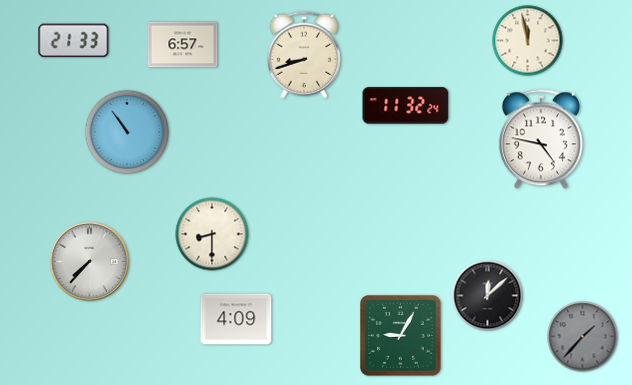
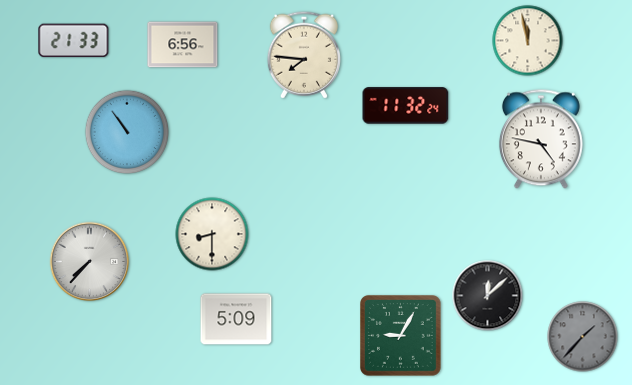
clock at (183, 45): 6:57 -> 6:56
clock at (304, 55): 8:42 -> 7:46
clock at (236, 319): 4:09 -> 5:09
